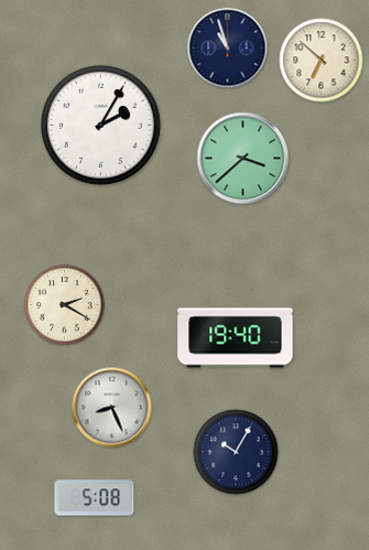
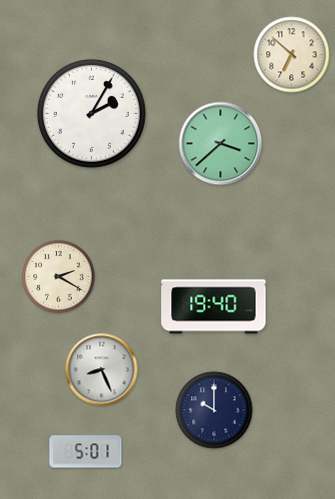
clock at (228, 48): 10:57 -> none
clock at (236, 452): 10:05 -> 10:00
clock at (95, 498): 5:08 -> 5:01
